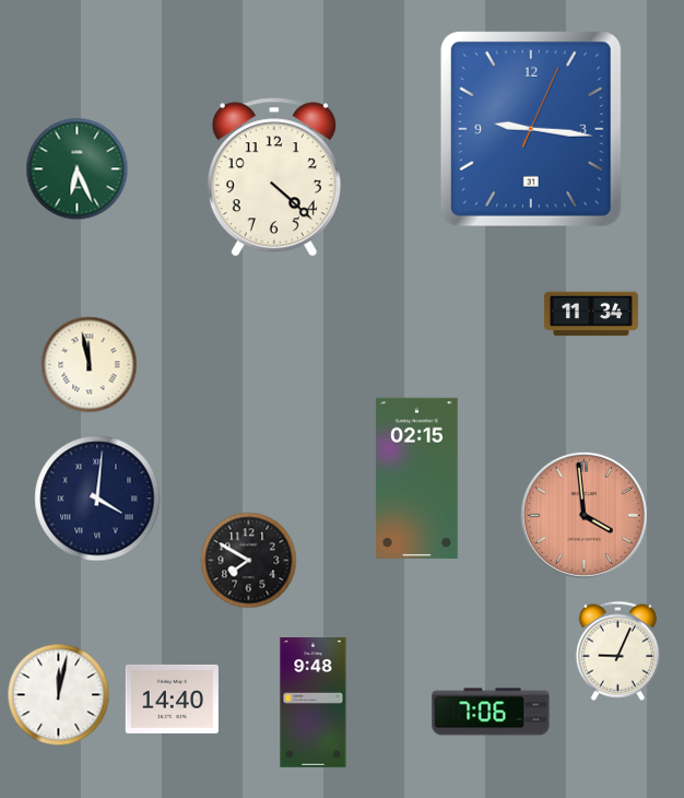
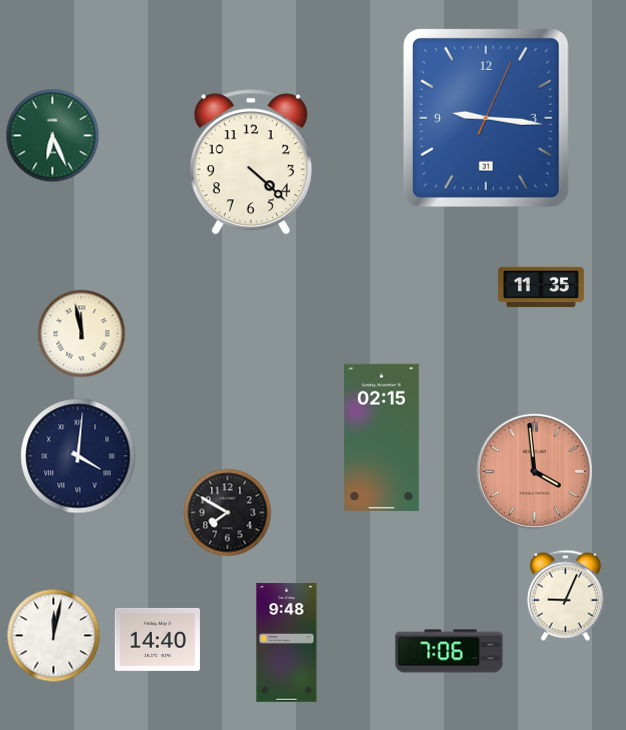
clock at (78, 169) position: (78, 169) -> (53, 136)
clock at (591, 314): 11:34 -> 11:35
clock at (97, 498) position: (97, 498) -> (78, 456)
